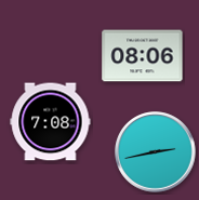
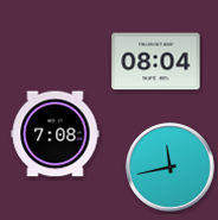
clock at (143, 56): 08:06 -> 08:04
clock at (156, 152): 2:43 -> 11:43
